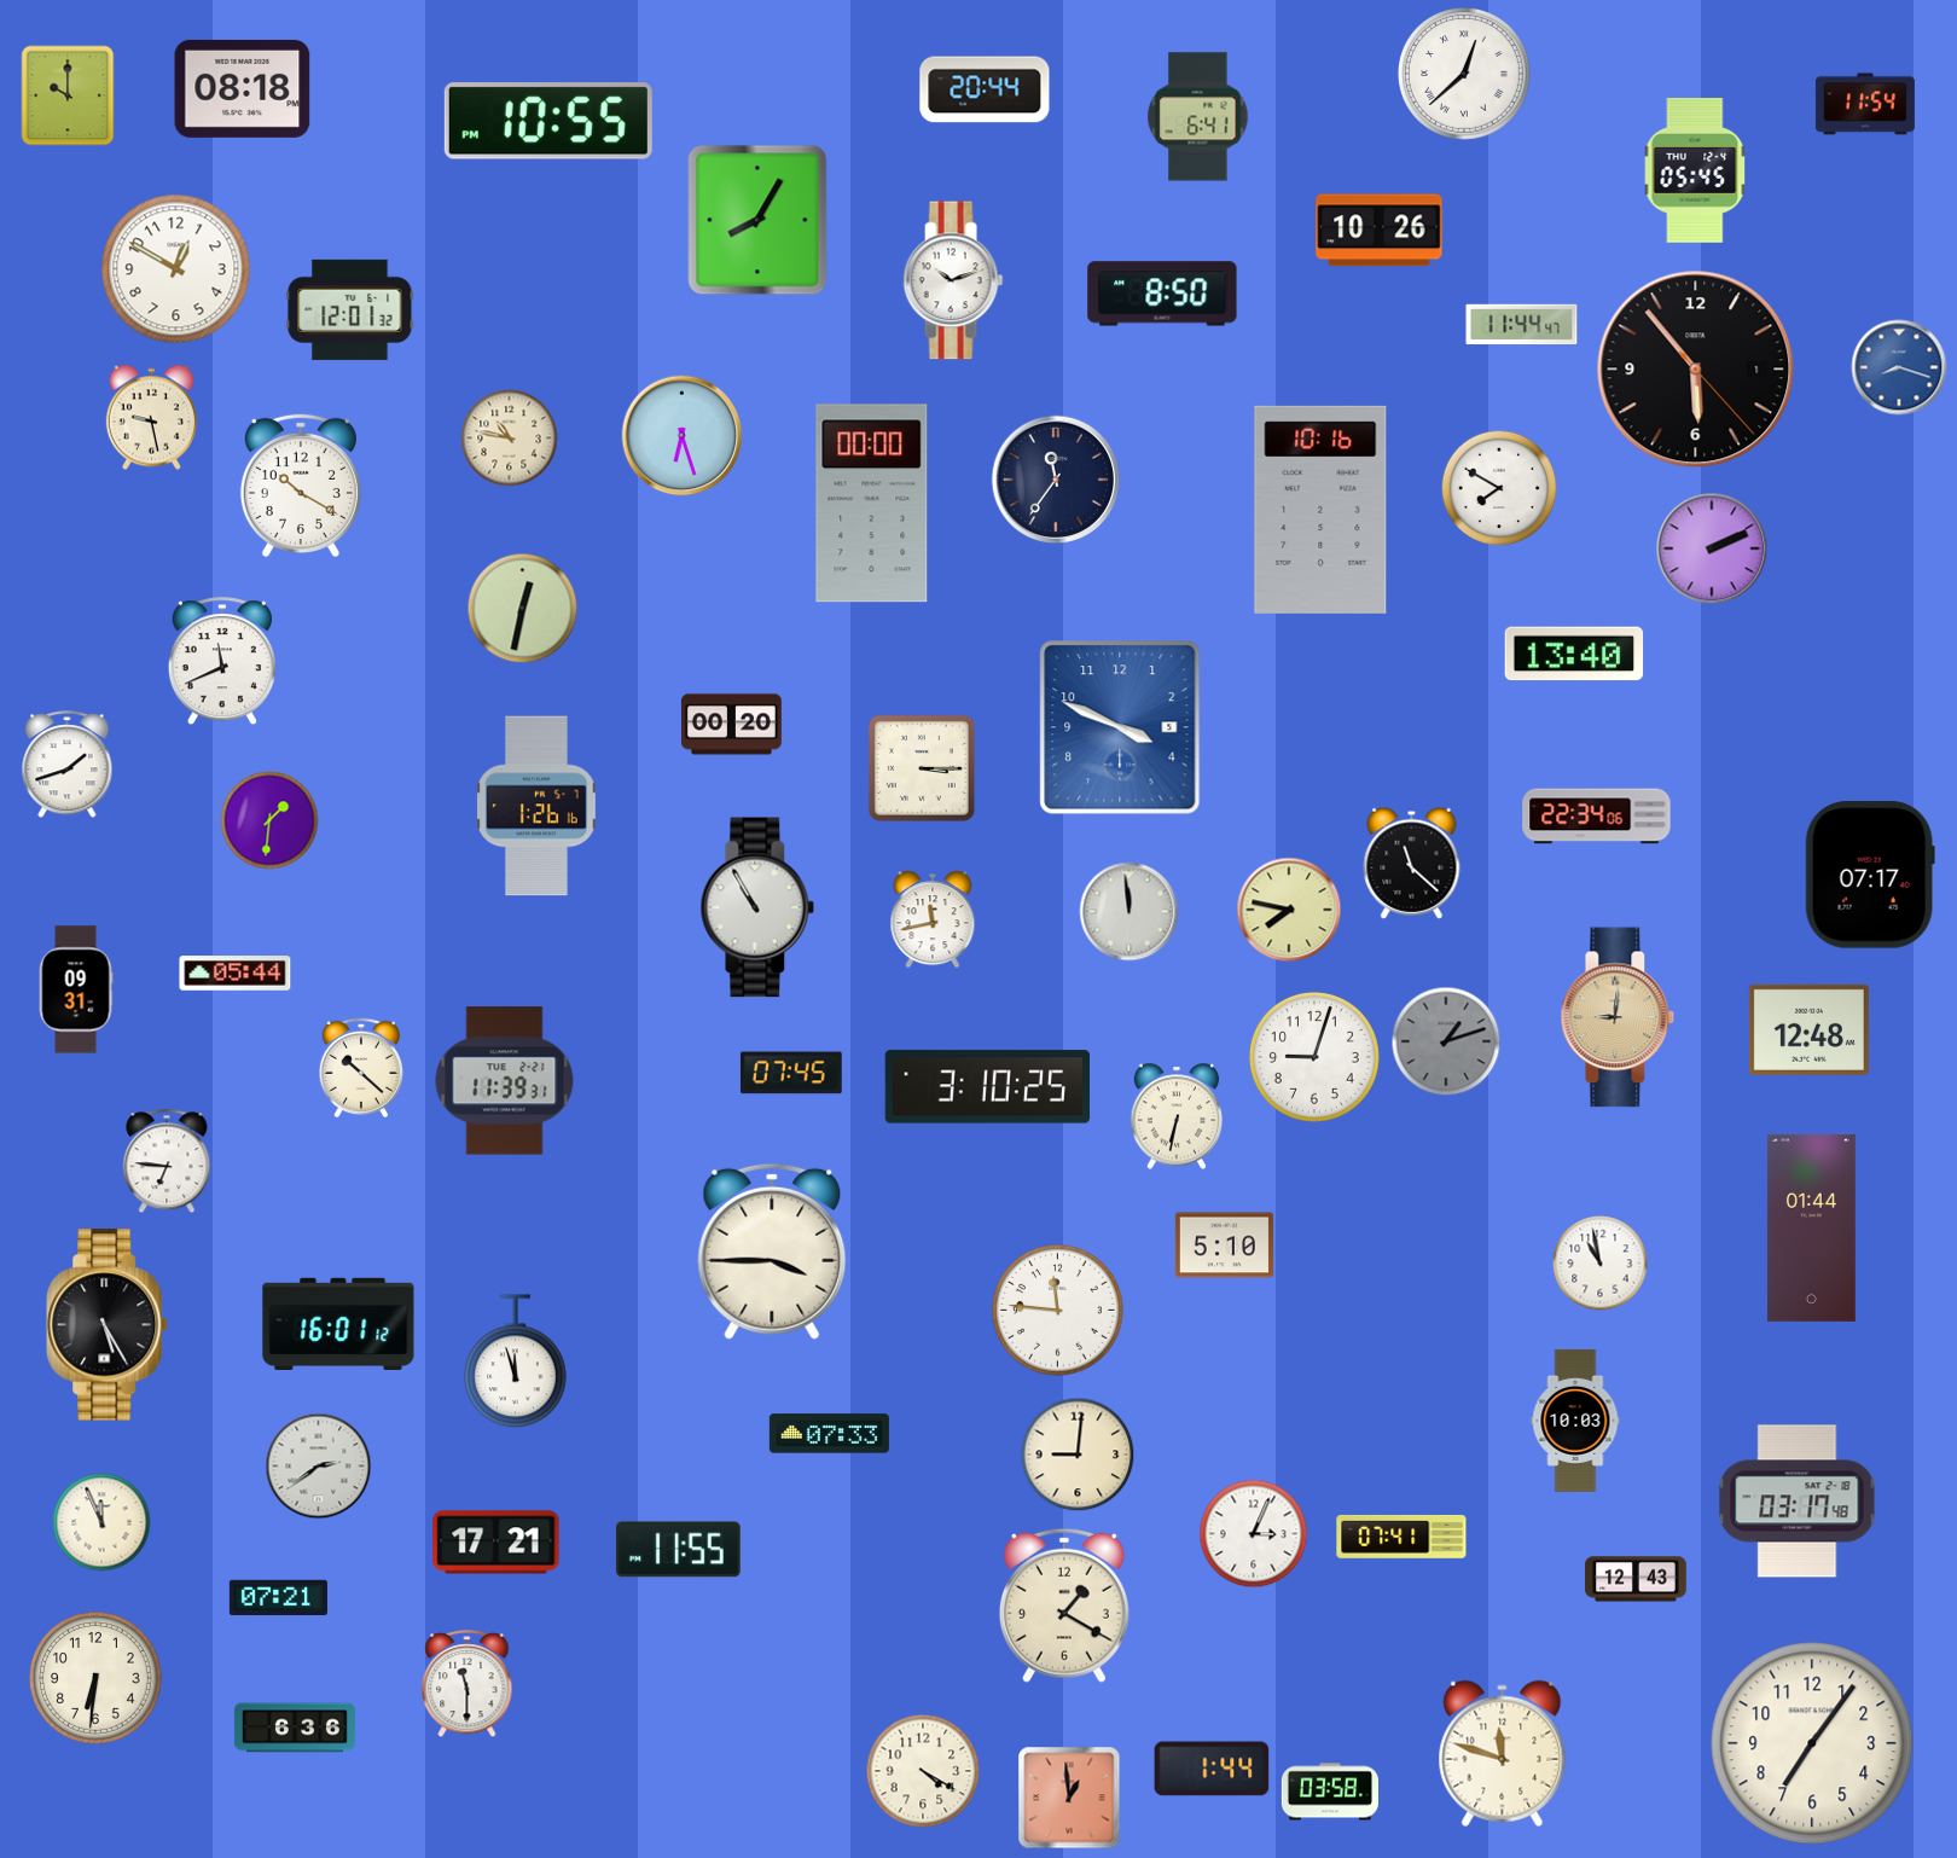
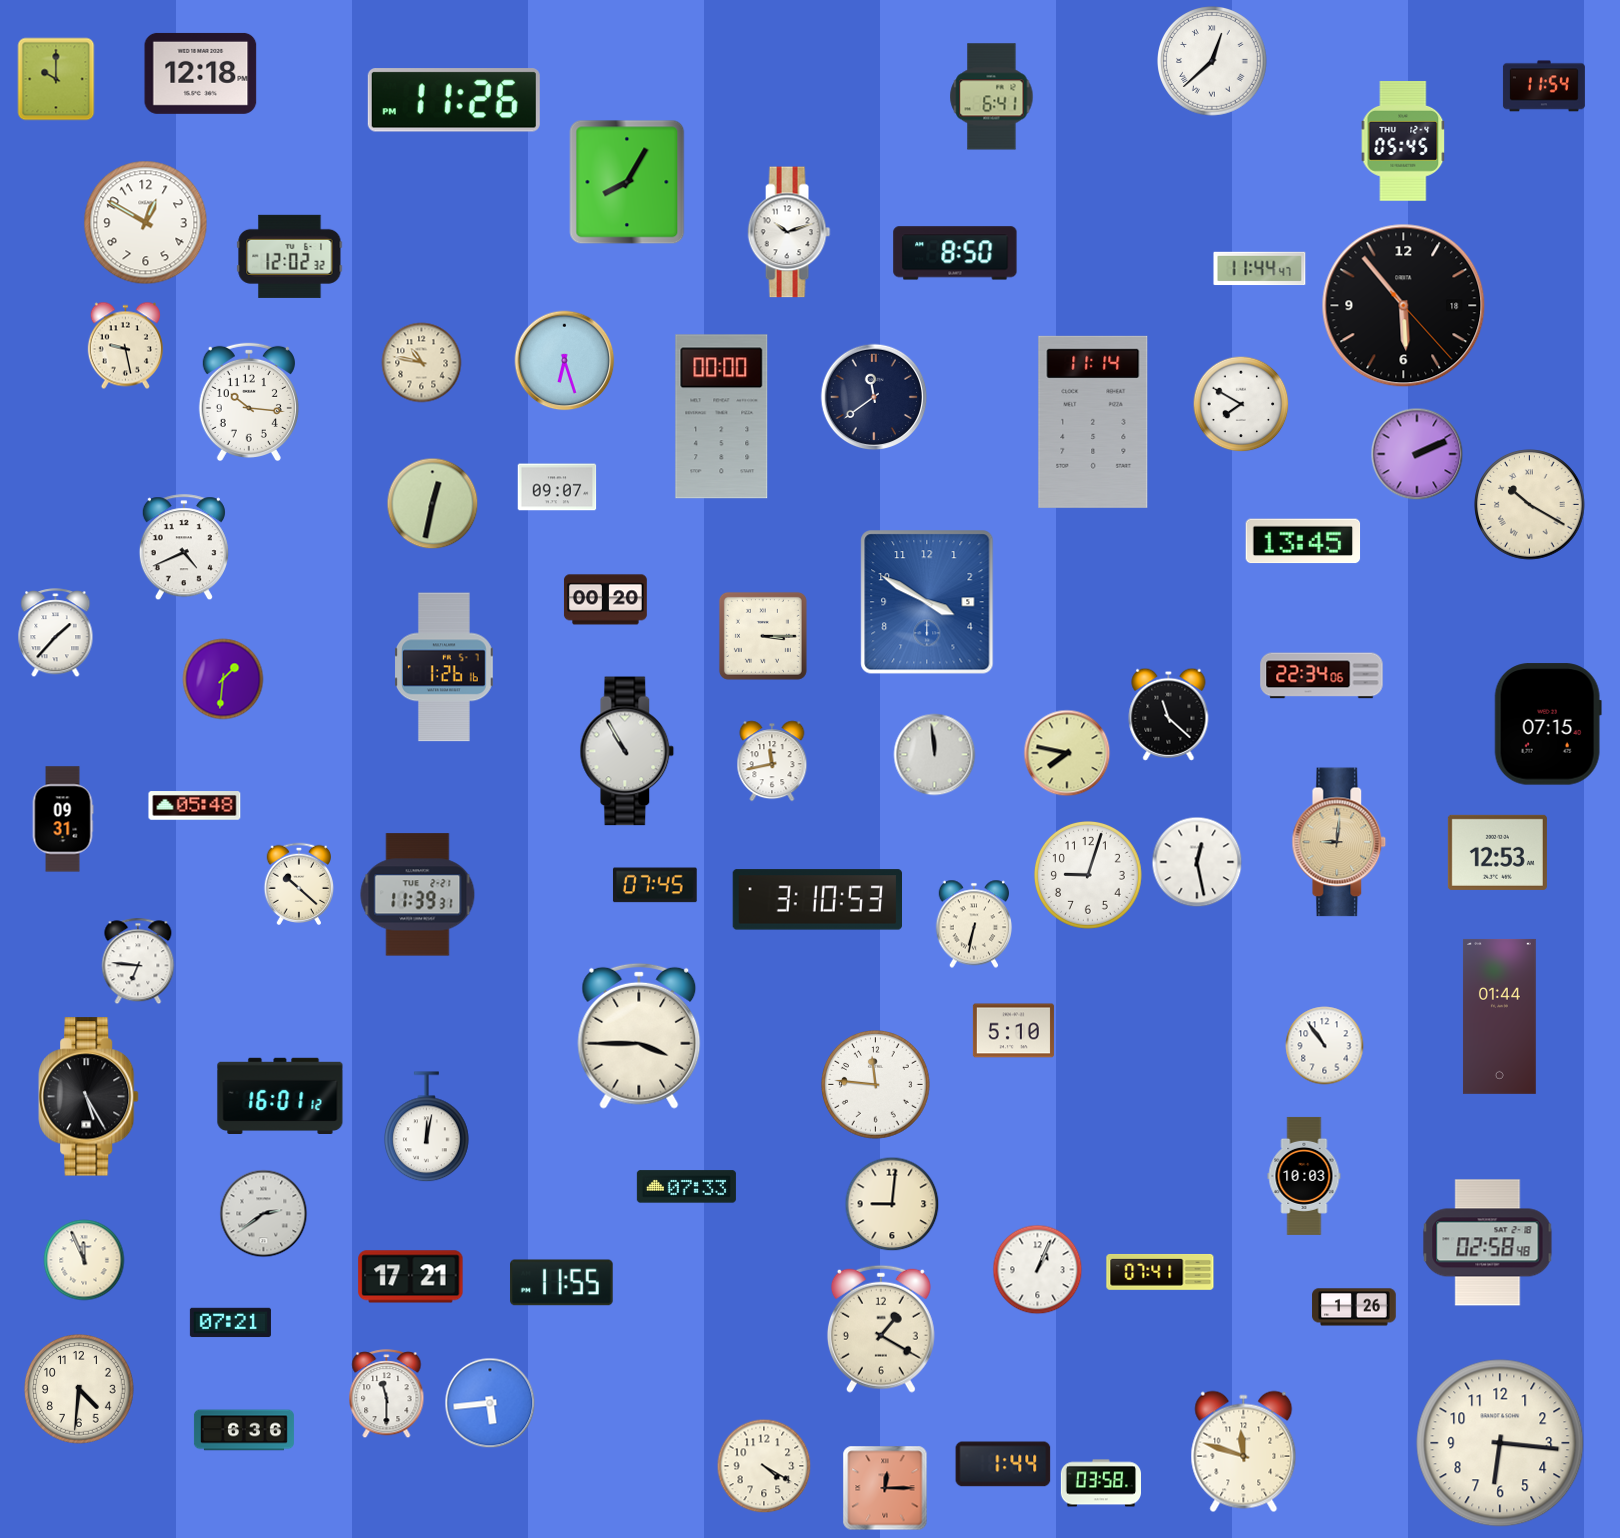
clock at (243, 88): 08:18 -> 12:18
clock at (985, 89): 20:44 -> none
clock at (548, 121): 10:55 -> 11:26
clock at (1380, 231): 10:26 -> none
clock at (1162, 294) position: (1162, 294) -> (955, 253)
clock at (350, 309): 12:01 -> 12:02
clock at (1899, 367): 8:18 -> none
clock at (1696, 370) date: 1 -> 18
clock at (1056, 480): 11:36 -> 11:39
clock at (301, 486): 10:20 -> 10:16
clock at (1320, 510): 10:16 -> 11:14
clock at (557, 487): none -> 09:07
clock at (1530, 505): none -> 10:20
clock at (1574, 654): 13:40 -> 13:45
clock at (222, 662): 11:41 -> 4:41
clock at (1120, 727): 3:49 -> 3:50
clock at (68, 765): 1:42 -> 1:37
clock at (1870, 875): 07:17 -> 07:15
clock at (236, 974): 05:44 -> 05:48
clock at (1808, 1029): 12:48 -> 12:53
clock at (1446, 1041): 1:12 -> 12:28
clock at (1446, 1041) dial: grey -> white
clock at (791, 1073) position: (791, 1073) -> (655, 885)
clock at (987, 1087): 3:10:25 -> 3:10:53
clock at (1601, 1264): 10:58 -> 10:54
clock at (516, 1361): 11:57 -> 12:02
clock at (1798, 1502): 03:17 -> 02:58
clock at (1254, 1534): 3:04 -> 1:04
clock at (1636, 1579): 12:43 -> 1:26
clock at (97, 1679): 6:31 -> 4:31
clock at (490, 1403): none -> 5:44
clock at (1812, 1743): 7:06 -> 6:16
clock at (1069, 1798): 12:59 -> 12:15
